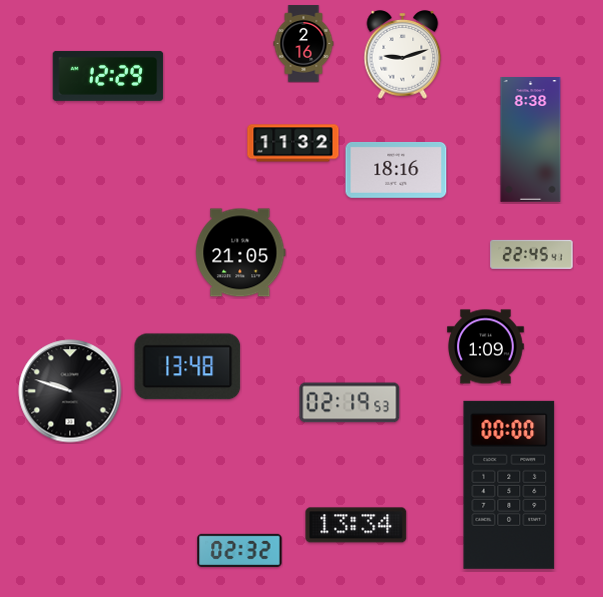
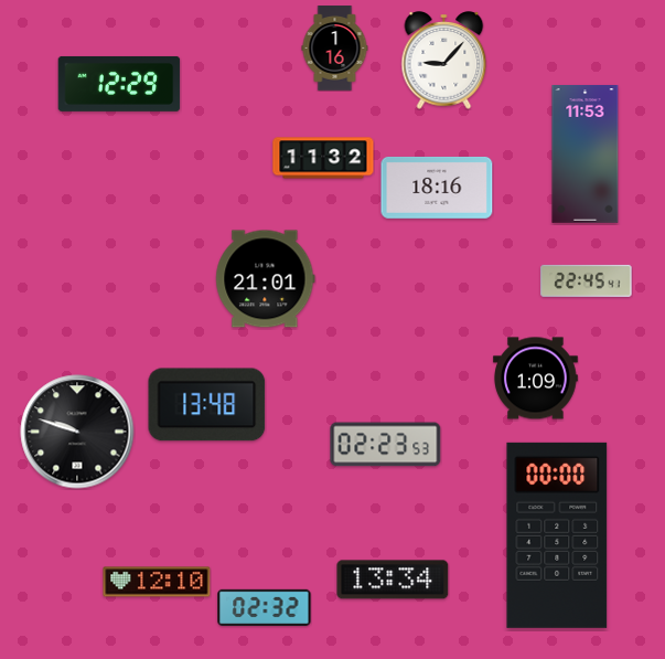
clock at (304, 44): 2:16 -> 1:16
clock at (403, 55): 9:12 -> 9:07
clock at (531, 140): 8:38 -> 11:53
clock at (241, 253): 21:05 -> 21:01
clock at (486, 347) position: (486, 347) -> (536, 379)
clock at (350, 403): 02:19 -> 02:23
clock at (509, 485) position: (509, 485) -> (557, 535)
clock at (157, 582): none -> 12:10
